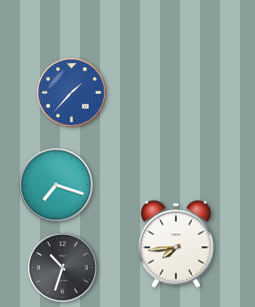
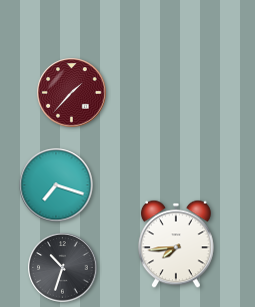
clock at (72, 93) dial: blue -> burgundy
